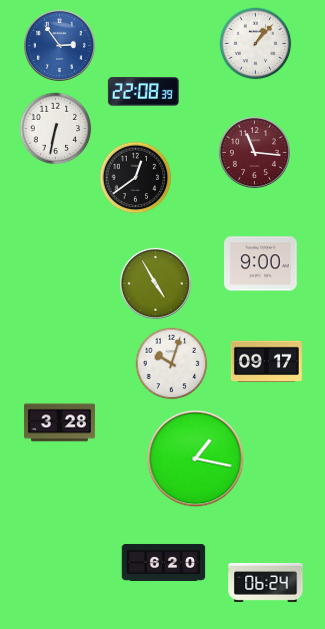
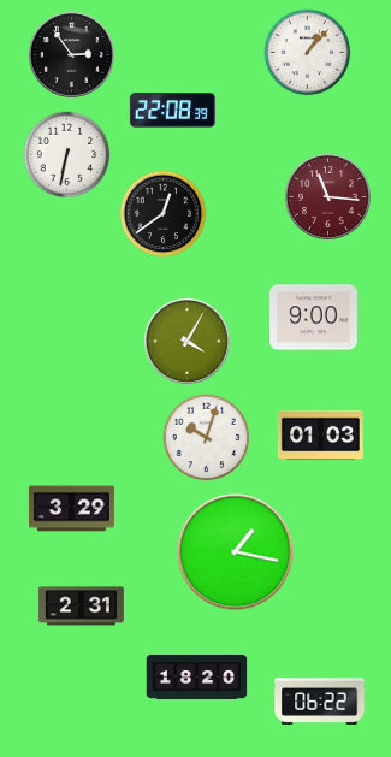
clock at (59, 45) dial: blue -> black
clock at (254, 152) position: (254, 152) -> (327, 196)
clock at (155, 283): 4:55 -> 4:05
clock at (266, 362): 09:17 -> 01:03
clock at (59, 423): 3:28 -> 3:29
clock at (81, 607): none -> 2:31
clock at (164, 562): 6:20 -> 18:20
clock at (266, 582): 06:24 -> 06:22
